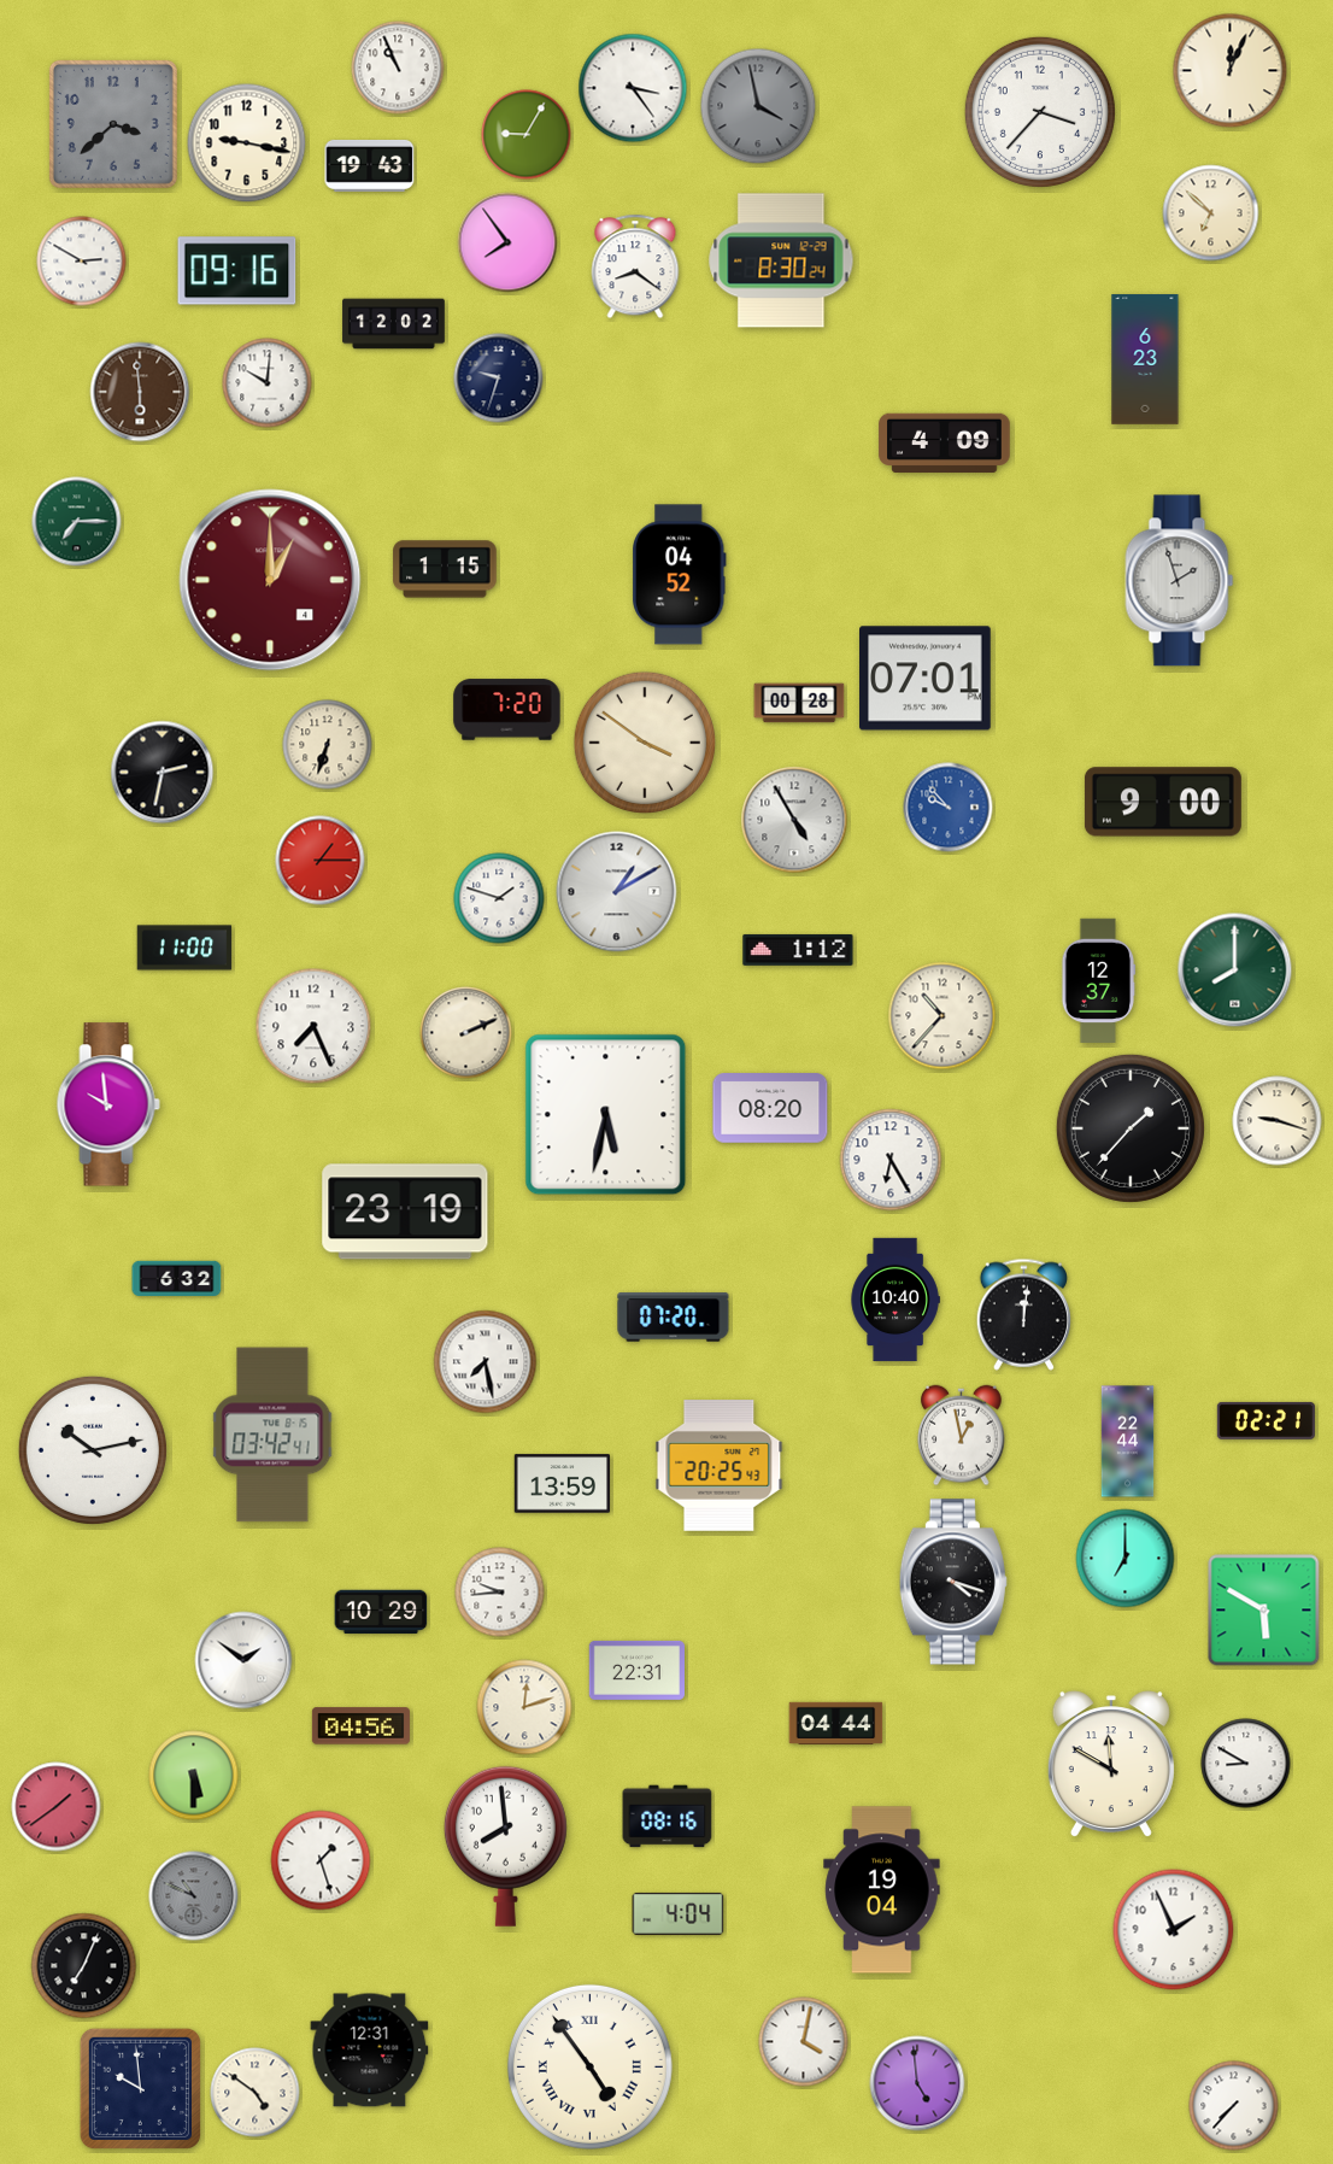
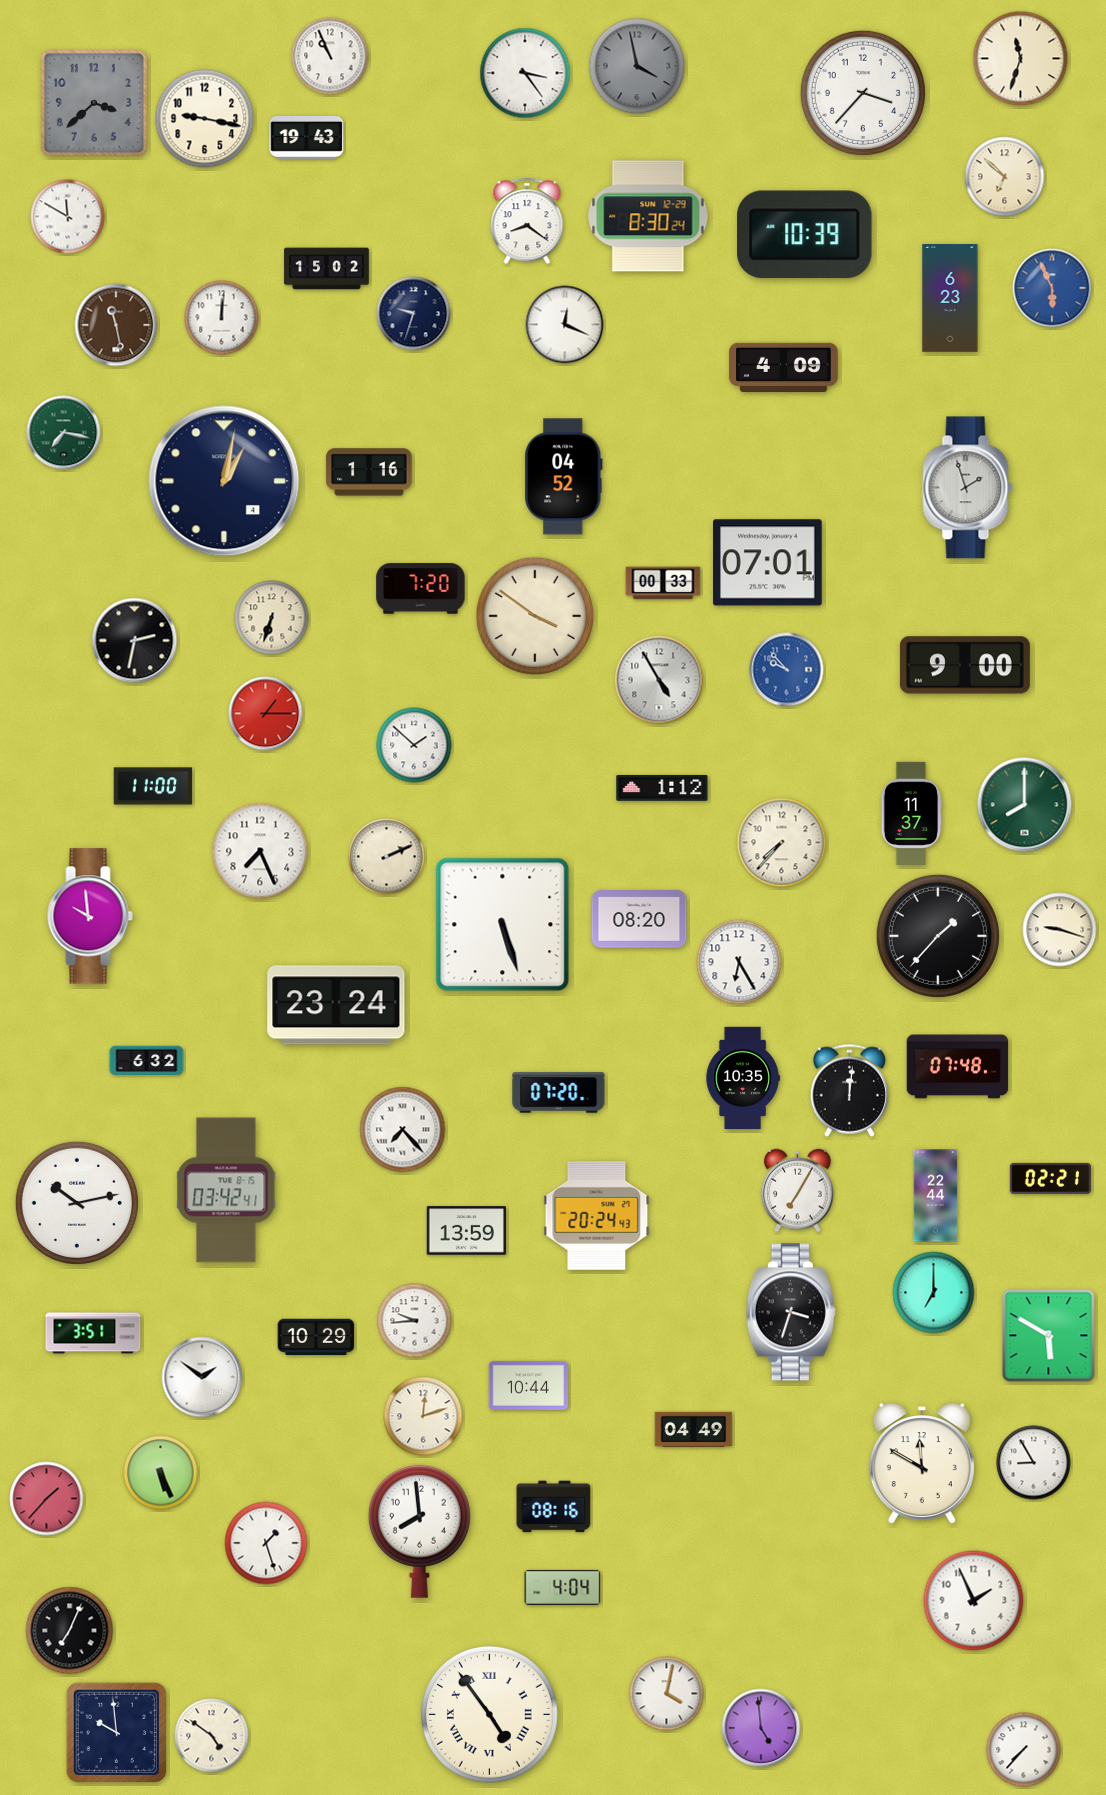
clock at (1231, 71): 12:04 -> 11:33
clock at (758, 106) position: (758, 106) -> (637, 66)
clock at (527, 135): 9:05 -> none
clock at (507, 242): 7:54 -> none
clock at (82, 262): 2:50 -> 11:50
clock at (237, 271): 09:16 -> none
clock at (805, 235): none -> 10:39
clock at (394, 324): 12:02 -> 15:02
clock at (1052, 288): none -> 5:56
clock at (268, 383): 10:01 -> 12:01
clock at (140, 392): 5:59 -> 11:28
clock at (565, 325): none -> 12:19
clock at (77, 522): 7:15 -> 7:17
clock at (445, 569): 1:15 -> 1:16
clock at (270, 580): 1:00 -> 1:02
clock at (270, 580) dial: burgundy -> navy
clock at (1180, 581) position: (1180, 581) -> (968, 488)
clock at (799, 703): 00:28 -> 00:33
clock at (617, 892): 1:10 -> none
clock at (499, 898): 1:48 -> 1:52
clock at (1098, 980): 12:37 -> 11:37
clock at (943, 1016): 10:37 -> 7:37
clock at (606, 1115): 5:32 -> 5:27
clock at (405, 1212): 23:19 -> 23:24
clock at (958, 1067): none -> 07:48
clock at (895, 1300): 10:40 -> 10:35
clock at (486, 1362): 7:28 -> 7:23
clock at (962, 1436): 12:58 -> 7:05
clock at (720, 1466): 20:25 -> 20:24
clock at (953, 1582): 4:18 -> 3:33
clock at (93, 1333): none -> 3:51
clock at (636, 1670): 22:31 -> 10:44
clock at (524, 1707) position: (524, 1707) -> (423, 1416)
clock at (836, 1723): 04:44 -> 04:49
clock at (360, 1726): 04:56 -> none
clock at (1246, 1764): 8:50 -> 8:55
clock at (194, 1776): 5:30 -> 5:26
clock at (57, 1807): 1:39 -> 1:37
clock at (882, 1890): 19:04 -> none
clock at (194, 1896): 10:49 -> none
clock at (370, 2051): 12:31 -> none
clock at (1234, 2106) position: (1234, 2106) -> (1024, 1750)
